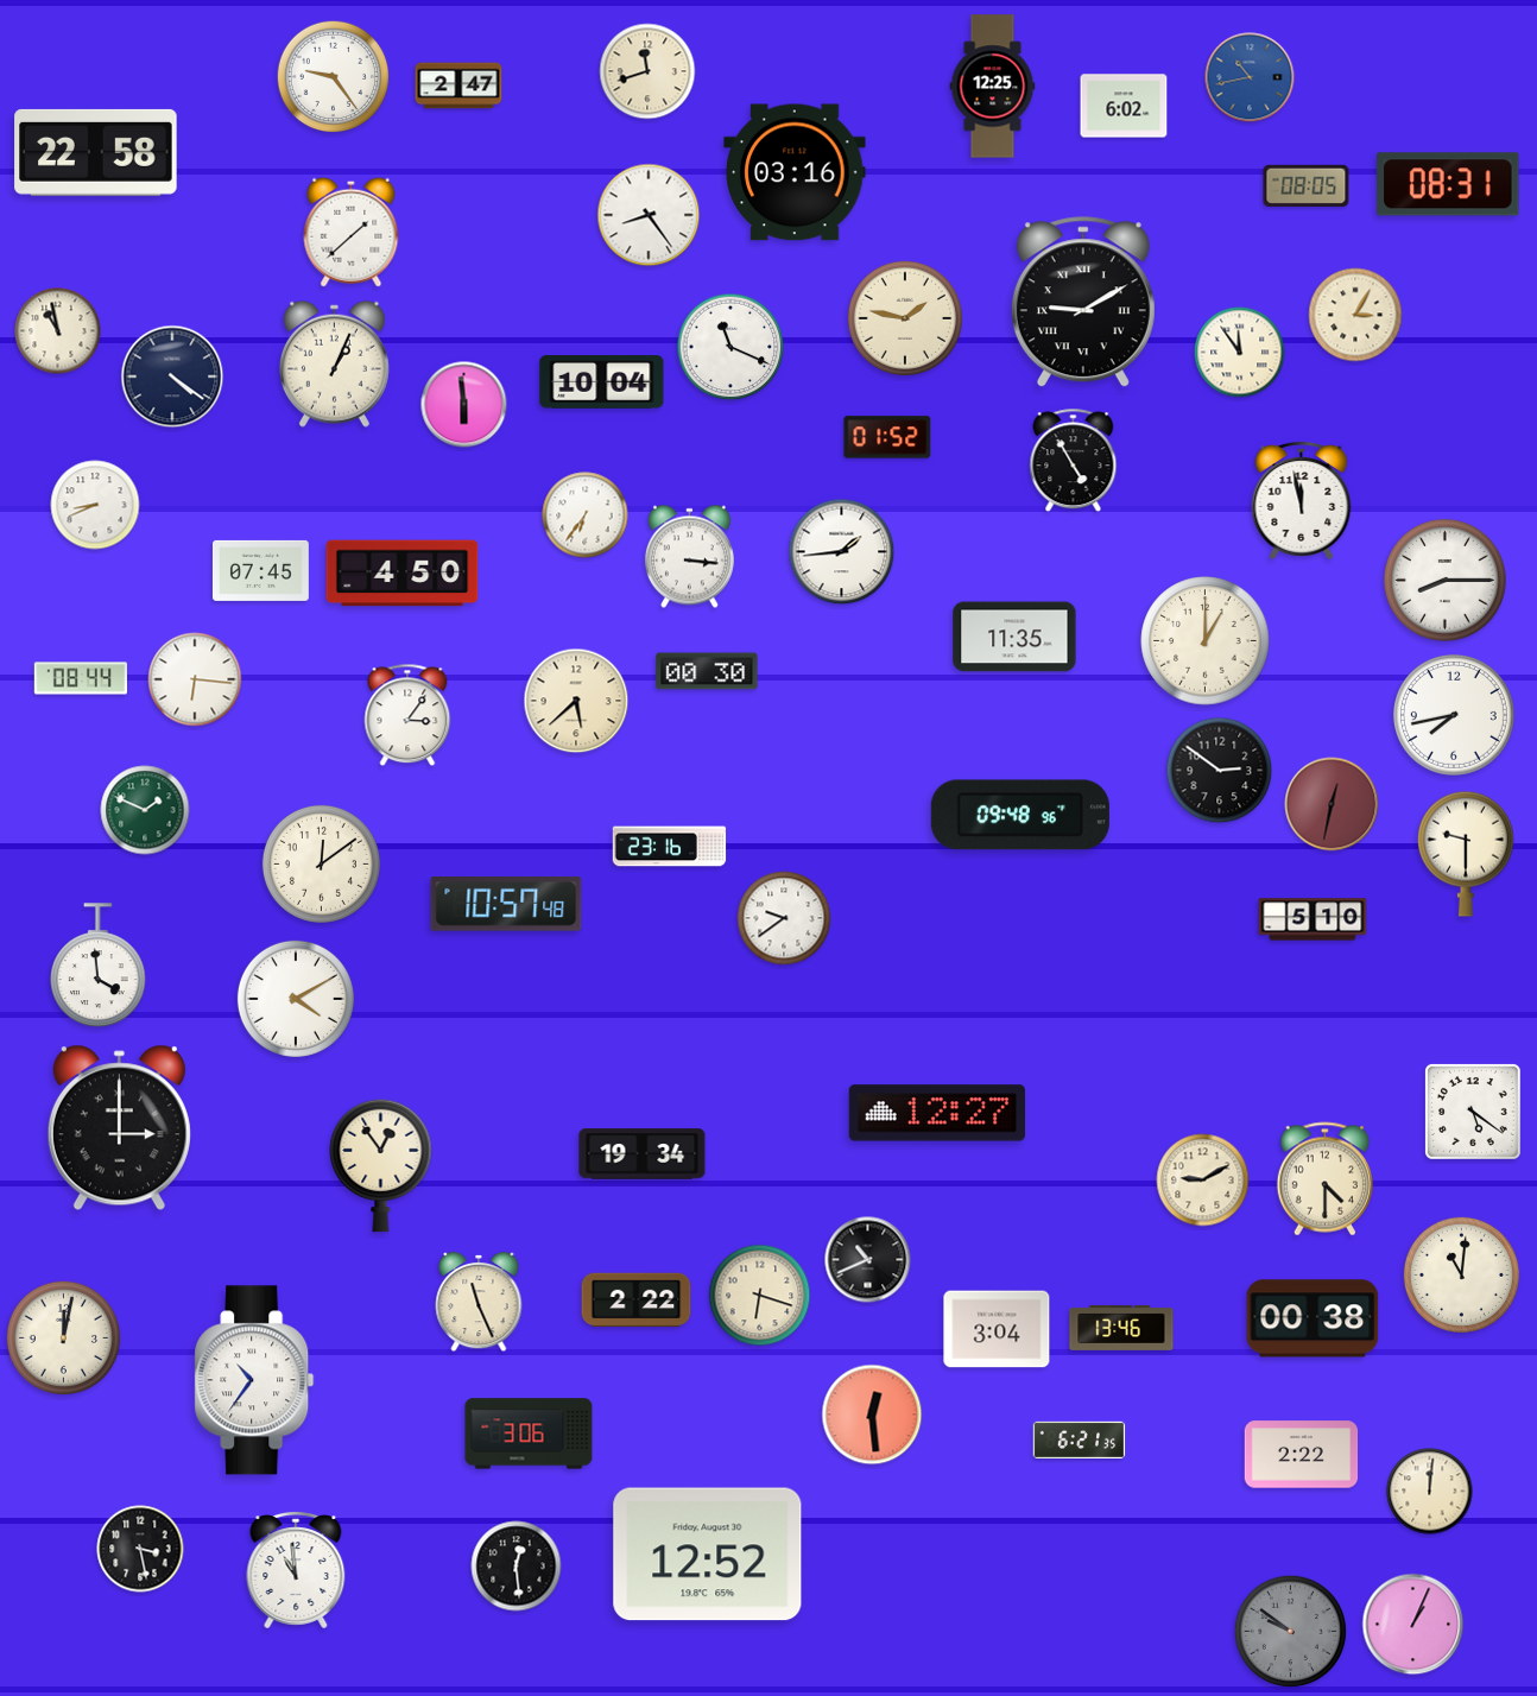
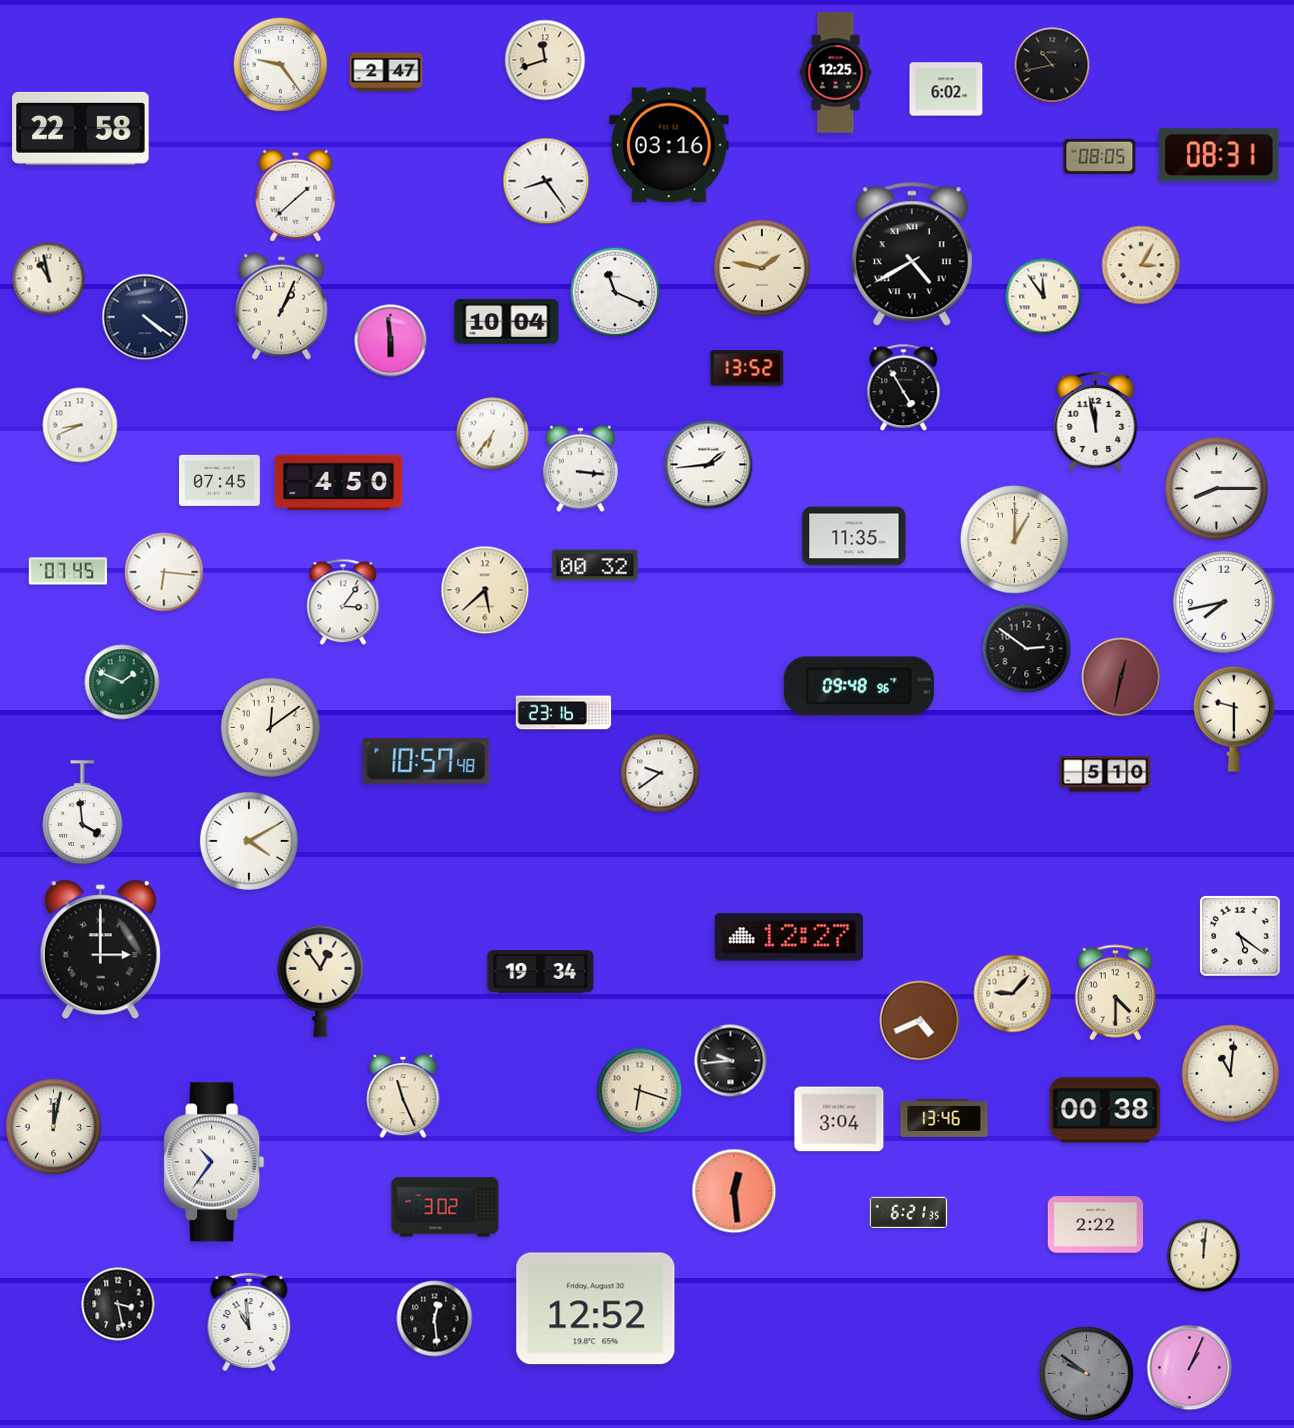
clock at (1250, 77) dial: blue -> black
clock at (1083, 303): 9:10 -> 4:40
clock at (887, 437): 01:52 -> 13:52
clock at (707, 671): 00:30 -> 00:32
clock at (80, 678): 08:44 -> 07:45
clock at (1203, 1181): 9:10 -> 9:07
clock at (920, 1021): none -> 4:41
clock at (868, 1260): 10:41 -> 9:44
clock at (637, 1301): 2:22 -> none
clock at (529, 1434): 3:06 -> 3:02
